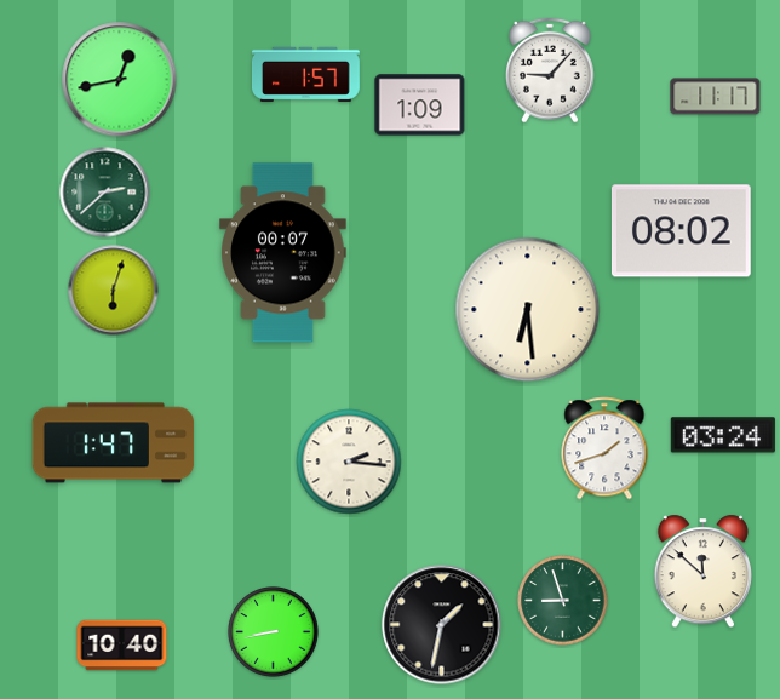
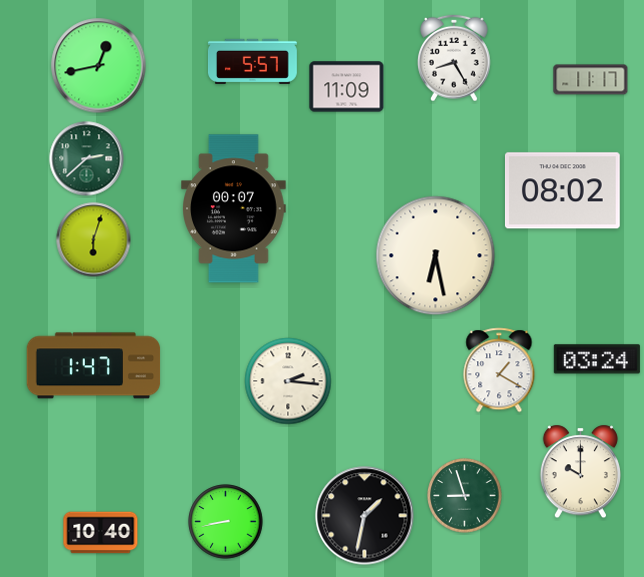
clock at (551, 70): 9:07 -> 8:25
clock at (305, 74): 1:57 -> 5:57
clock at (420, 105): 1:09 -> 11:09
clock at (528, 310): 6:29 -> 6:28
clock at (604, 448): 1:42 -> 1:20
clock at (702, 572): 11:52 -> 10:00
